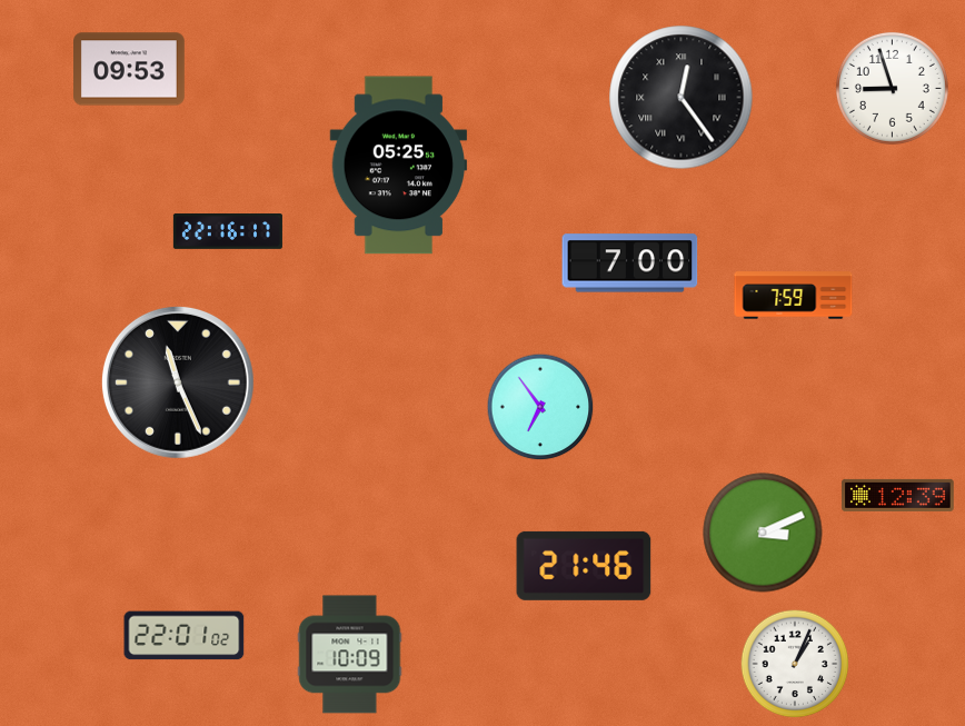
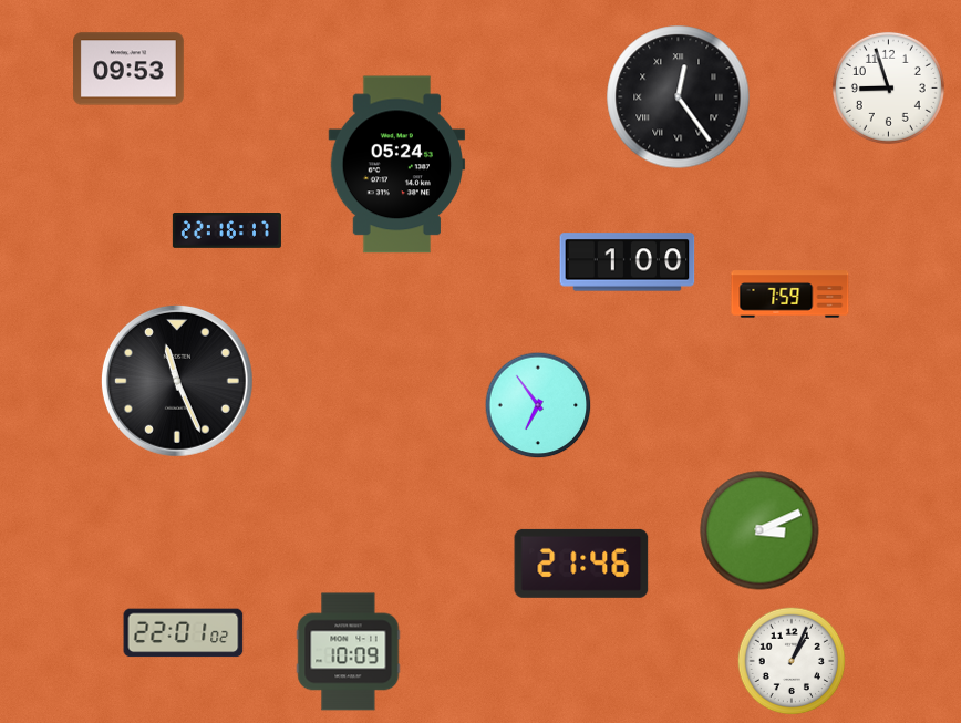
clock at (399, 166): 05:25 -> 05:24
clock at (630, 263): 7:00 -> 1:00
clock at (898, 495): 12:39 -> none
